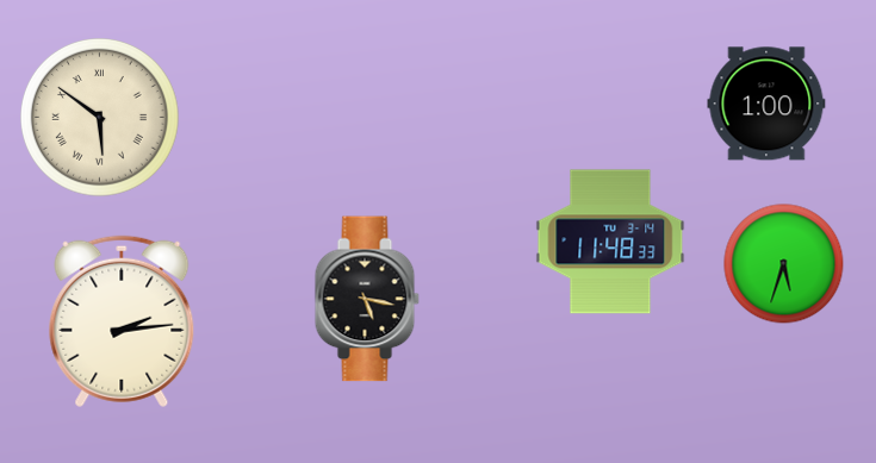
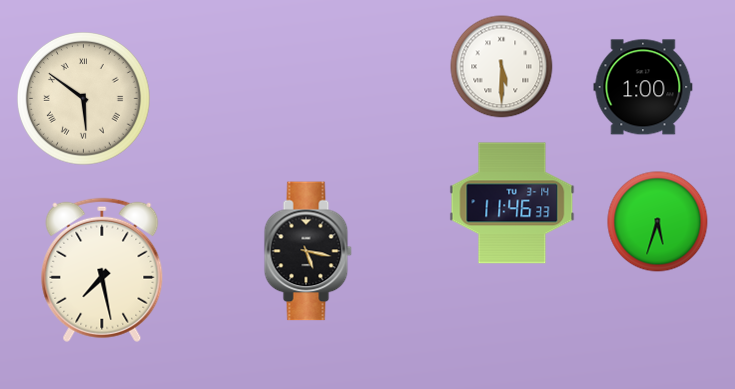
clock at (502, 67): none -> 5:30
clock at (610, 242): 11:48 -> 11:46
clock at (122, 321): 2:14 -> 7:28
